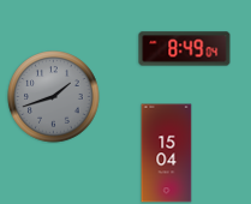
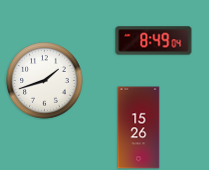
clock at (54, 97) dial: grey -> white
clock at (167, 154): 15:04 -> 15:26
